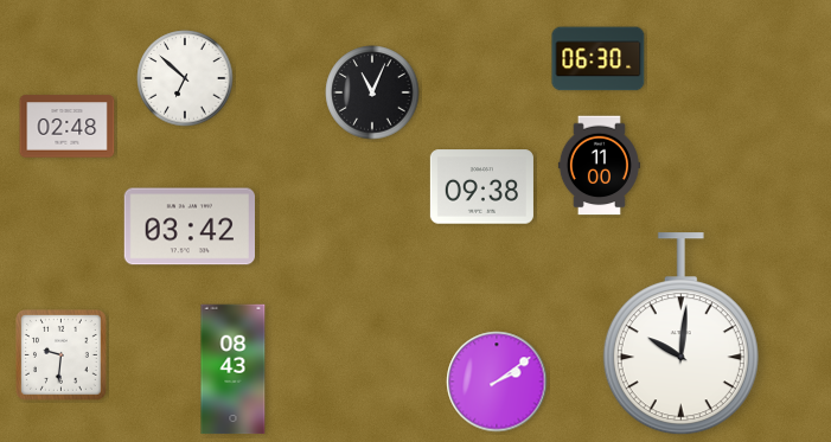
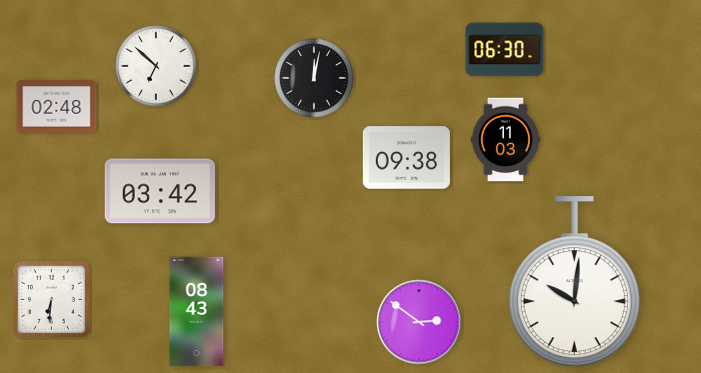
clock at (372, 92): 11:04 -> 12:02
clock at (599, 166): 11:00 -> 11:03
clock at (62, 355): 9:31 -> 6:31
clock at (497, 382): 2:09 -> 2:51
